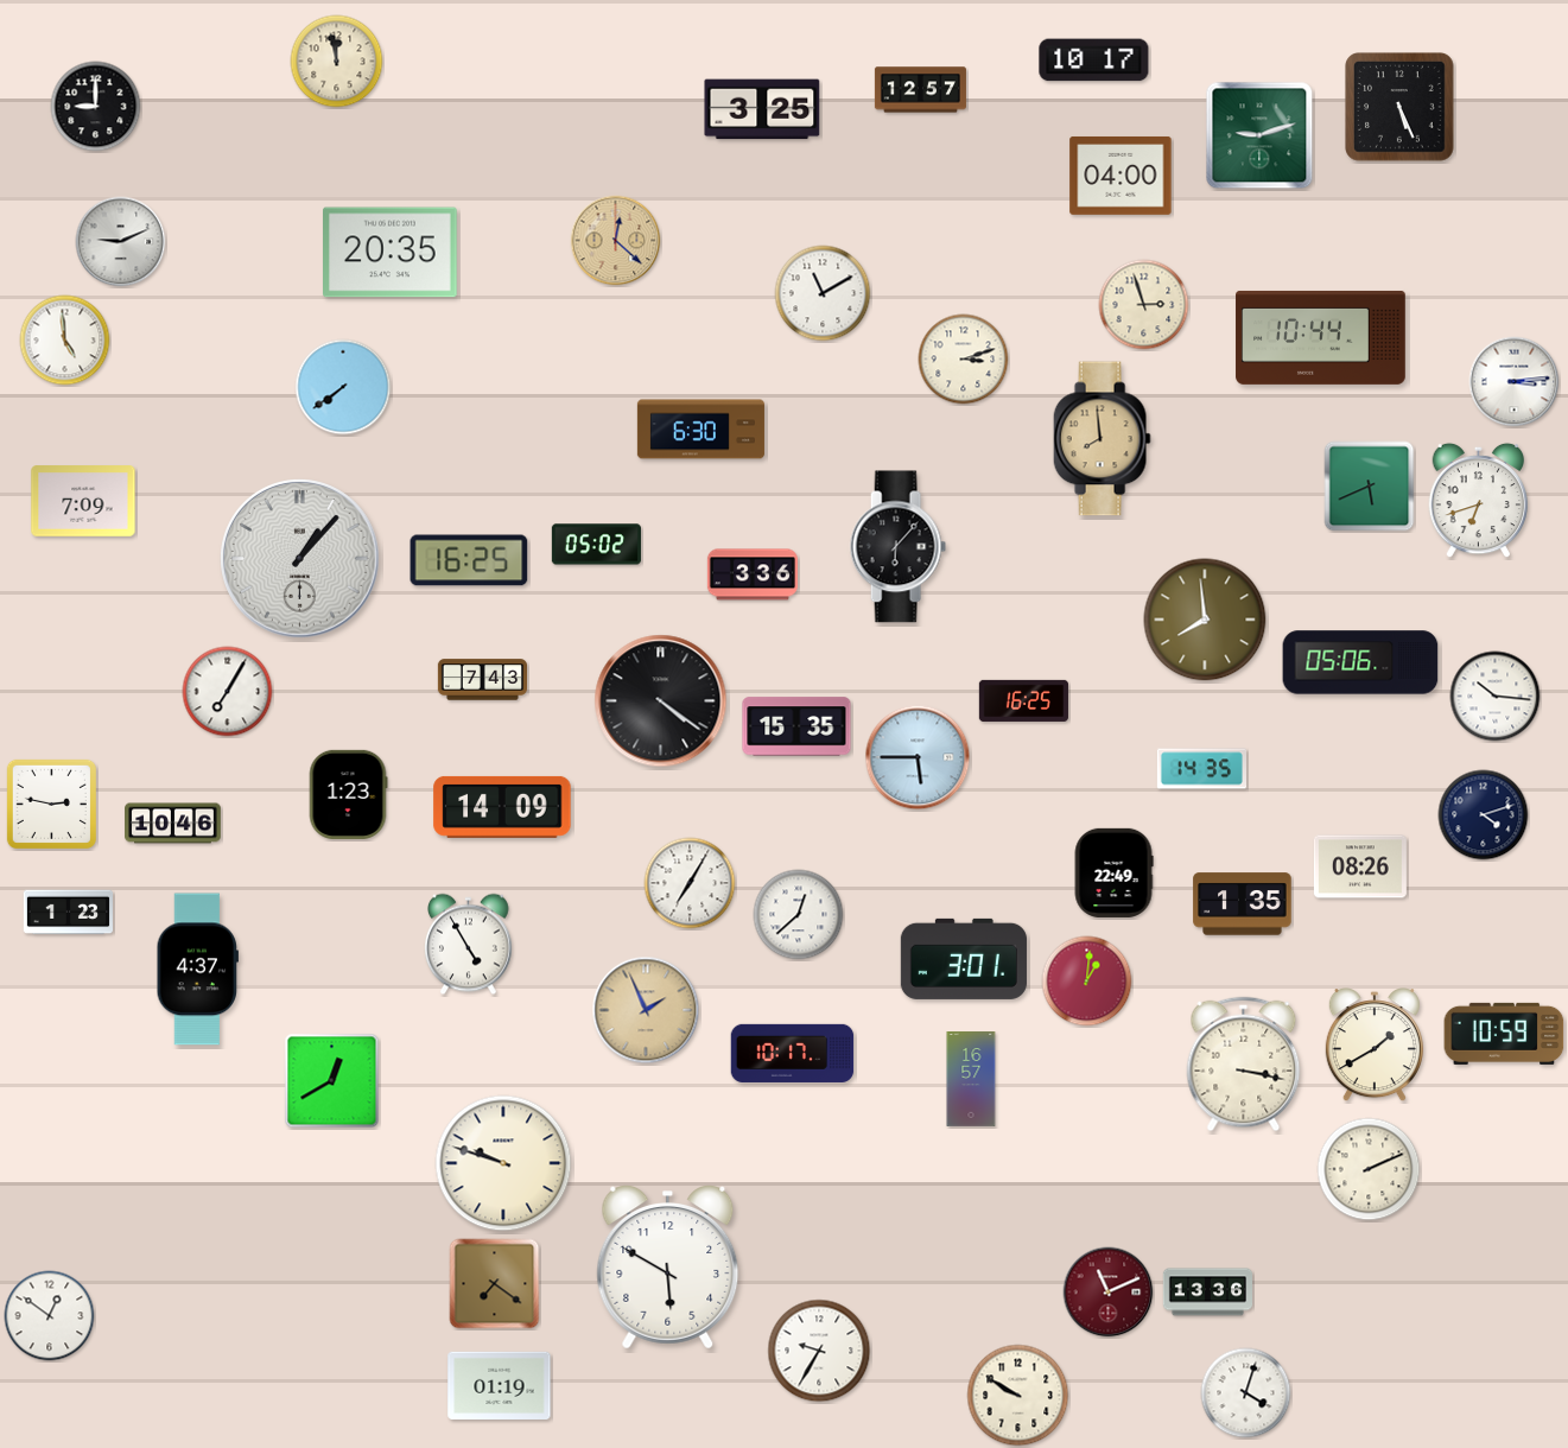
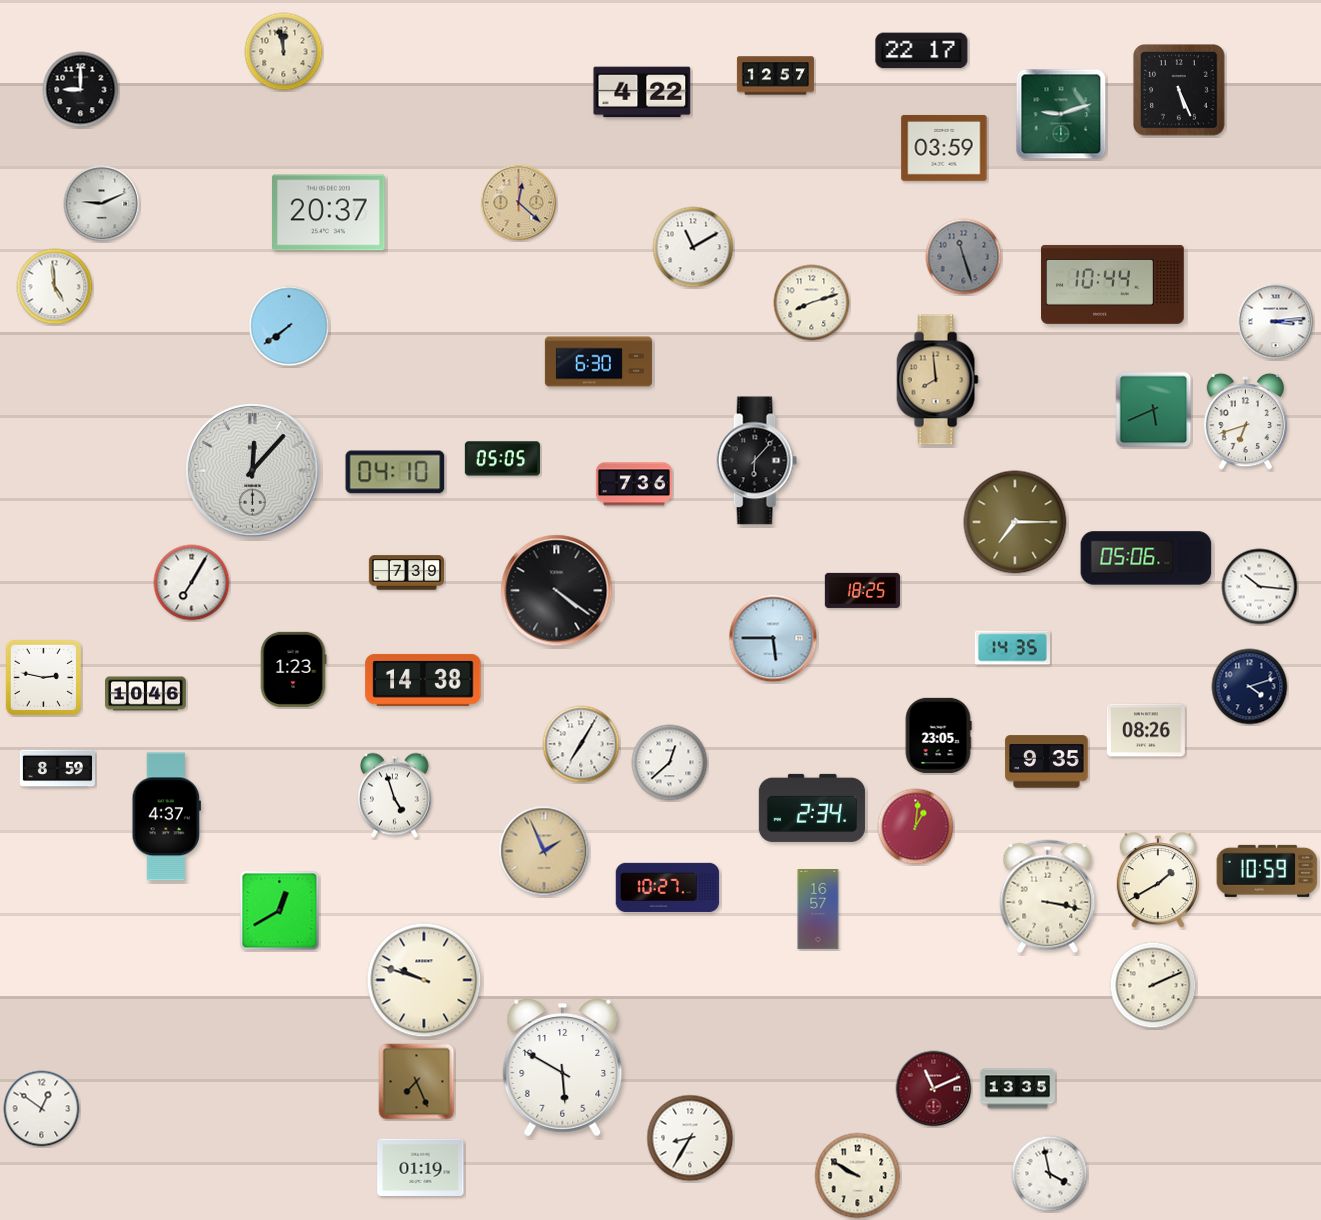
clock at (1094, 61): 10:17 -> 22:17
clock at (762, 109): 3:25 -> 4:22
clock at (1121, 176): 04:00 -> 03:59
clock at (391, 253): 20:35 -> 20:37
clock at (1144, 305): 2:57 -> 11:27
clock at (1144, 305) dial: cream -> grey
clock at (964, 360): 3:12 -> 8:12
clock at (700, 430) position: (700, 430) -> (598, 362)
clock at (1102, 439) position: (1102, 439) -> (937, 380)
clock at (83, 501): 7:09 -> none
clock at (596, 545): 05:02 -> 05:05
clock at (300, 559): 1:07 -> 12:07
clock at (469, 560): 16:25 -> 04:10
clock at (753, 574): 3:36 -> 7:36
clock at (1205, 620): 7:59 -> 7:15
clock at (482, 680): 7:43 -> 7:39
clock at (1023, 700): 16:25 -> 18:25
clock at (796, 726): 15:35 -> none
clock at (502, 807): 14:09 -> 14:38
clock at (1113, 872): 22:49 -> 23:05
clock at (1243, 904): 1:35 -> 9:35
clock at (68, 913): 1:23 -> 8:59
clock at (799, 915) position: (799, 915) -> (670, 763)
clock at (469, 945): 4:55 -> 4:57
clock at (964, 959): 3:01 -> 2:34
clock at (793, 1053): 10:17 -> 10:27
clock at (495, 1284): 7:21 -> 7:26
clock at (1207, 1293): 13:36 -> 13:35
clock at (819, 1351): 9:35 -> 8:35
clock at (1246, 1393): 4:03 -> 3:58
